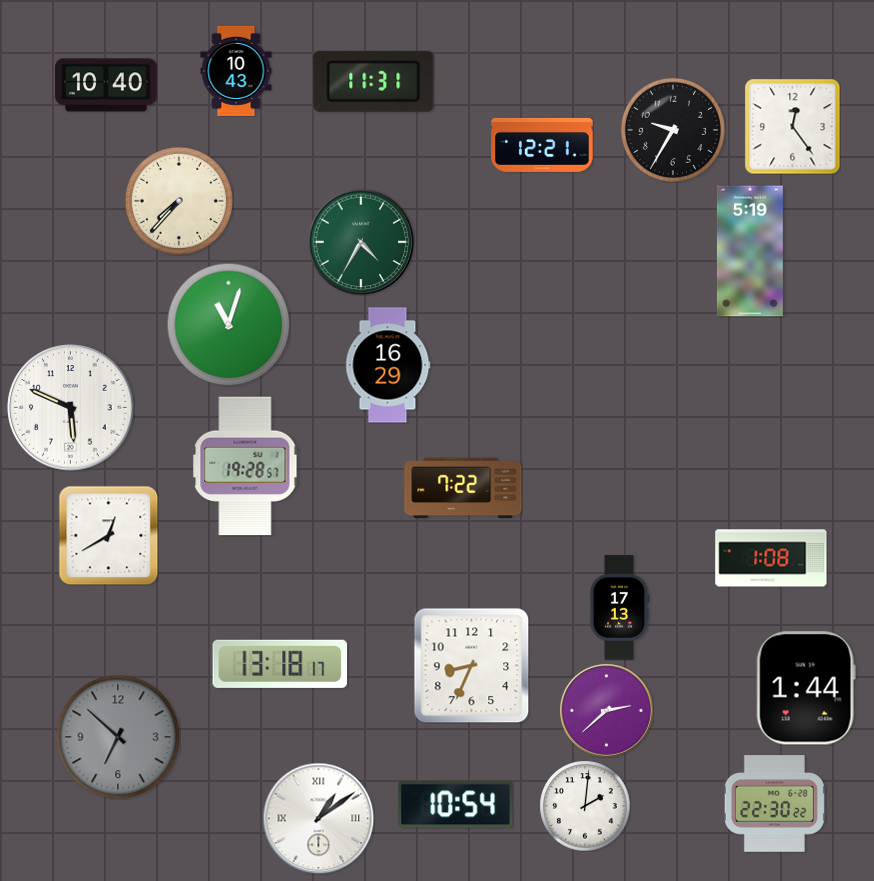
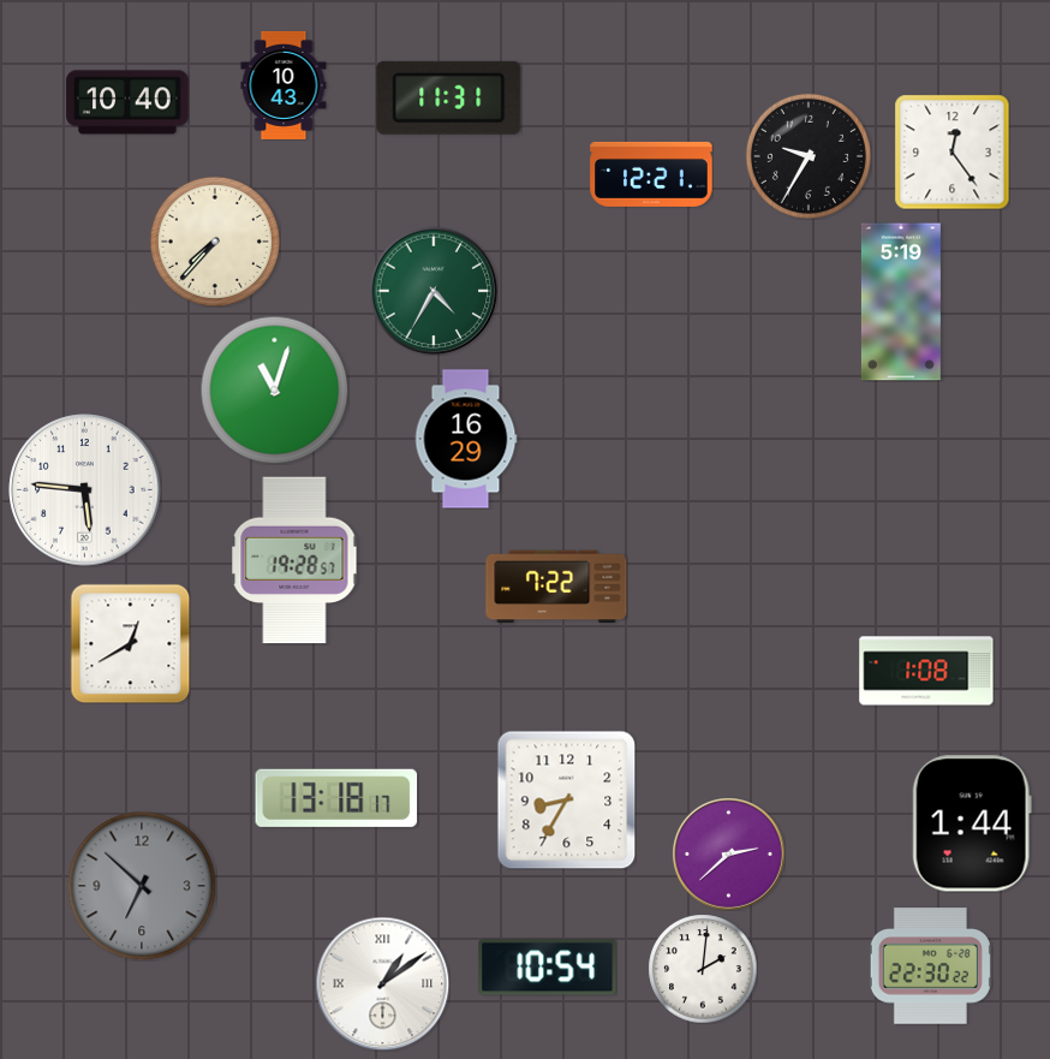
clock at (71, 408): 5:49 -> 5:46
clock at (619, 608): 17:13 -> none
clock at (471, 665): 8:34 -> 8:35
clock at (806, 688) position: (806, 688) -> (972, 823)
